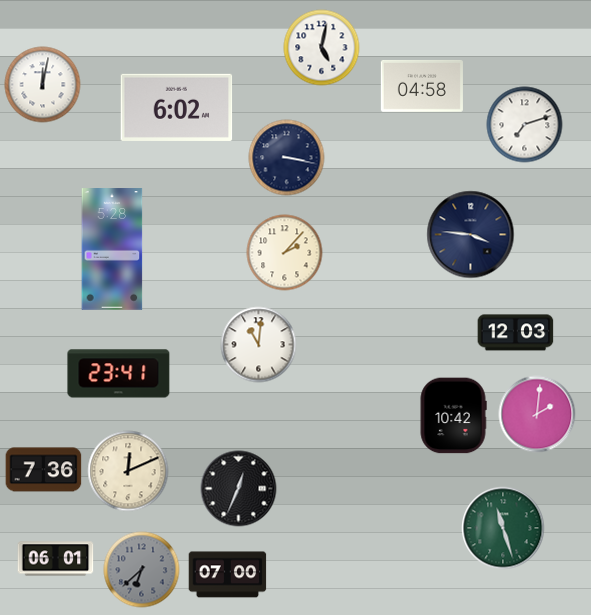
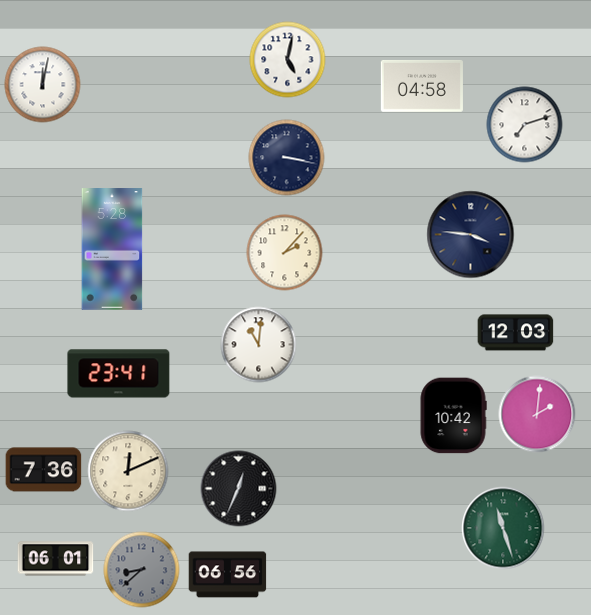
clock at (322, 48) position: (322, 48) -> (288, 60)
clock at (177, 107): 6:02 -> none
clock at (142, 570): 6:38 -> 8:38
clock at (228, 575): 07:00 -> 06:56
